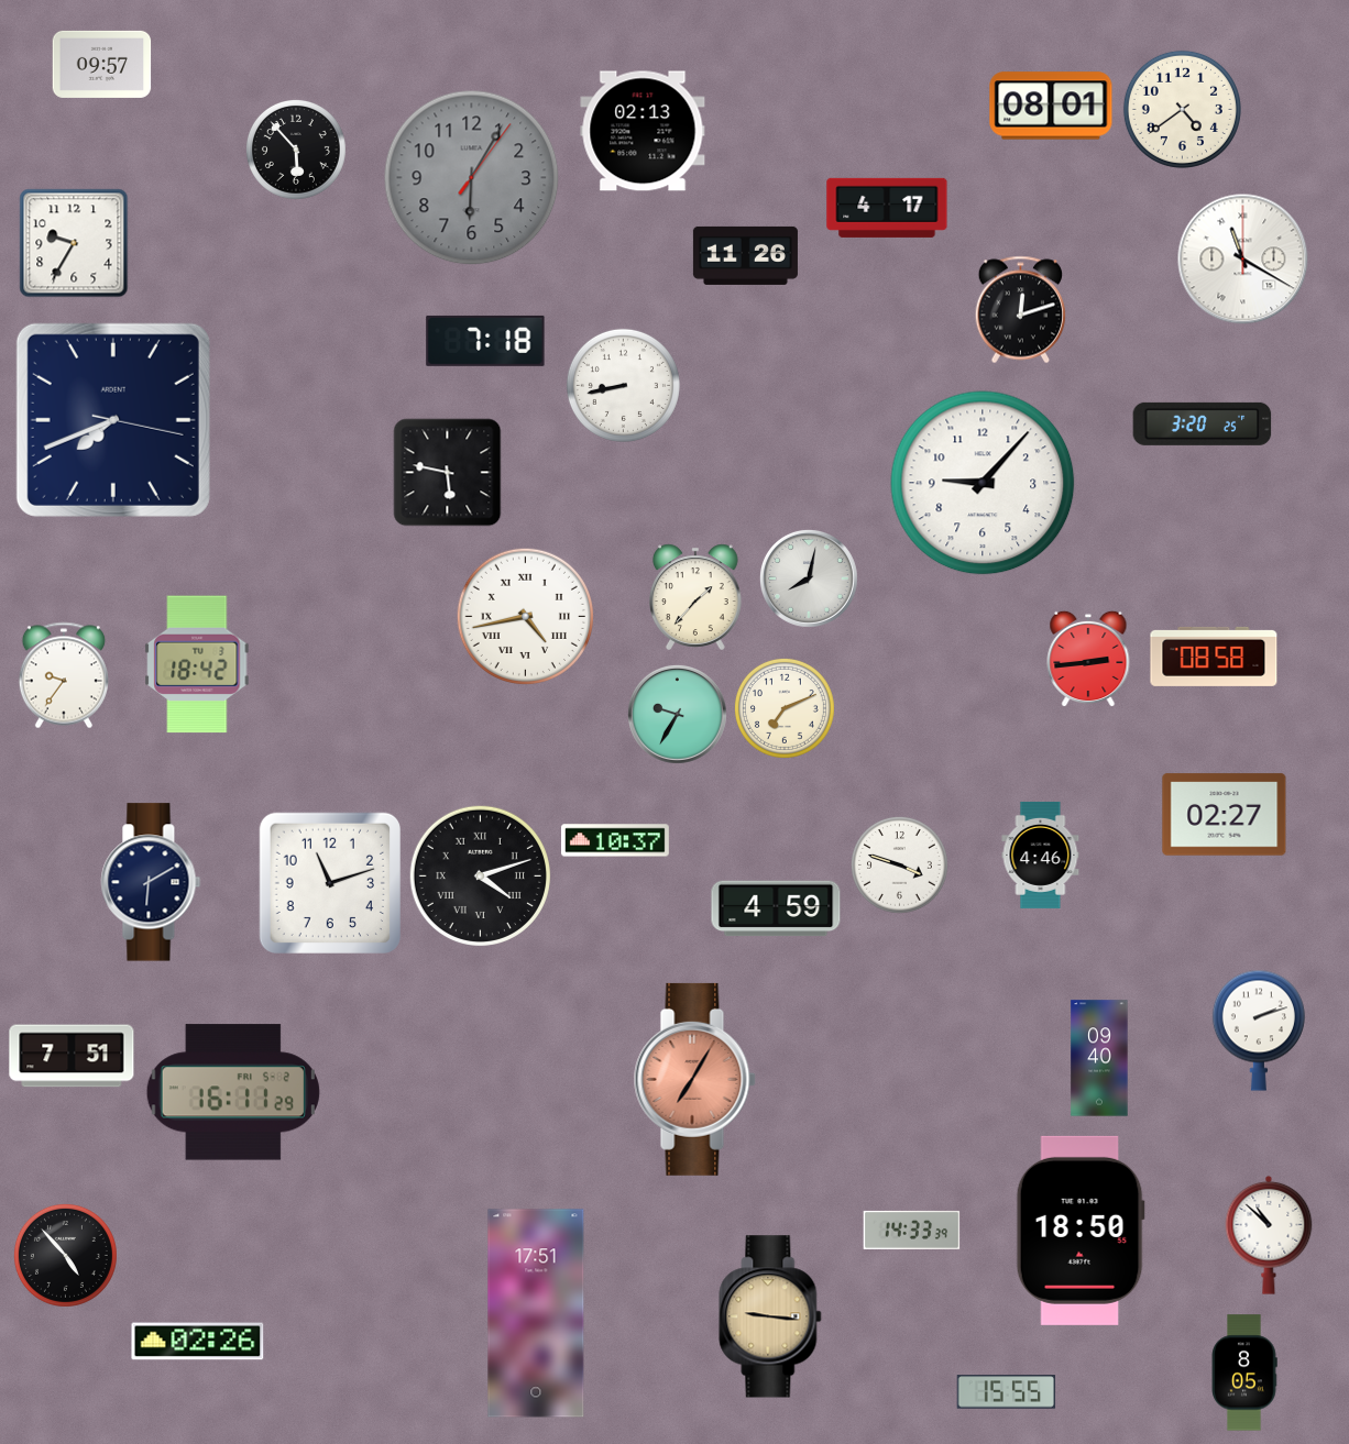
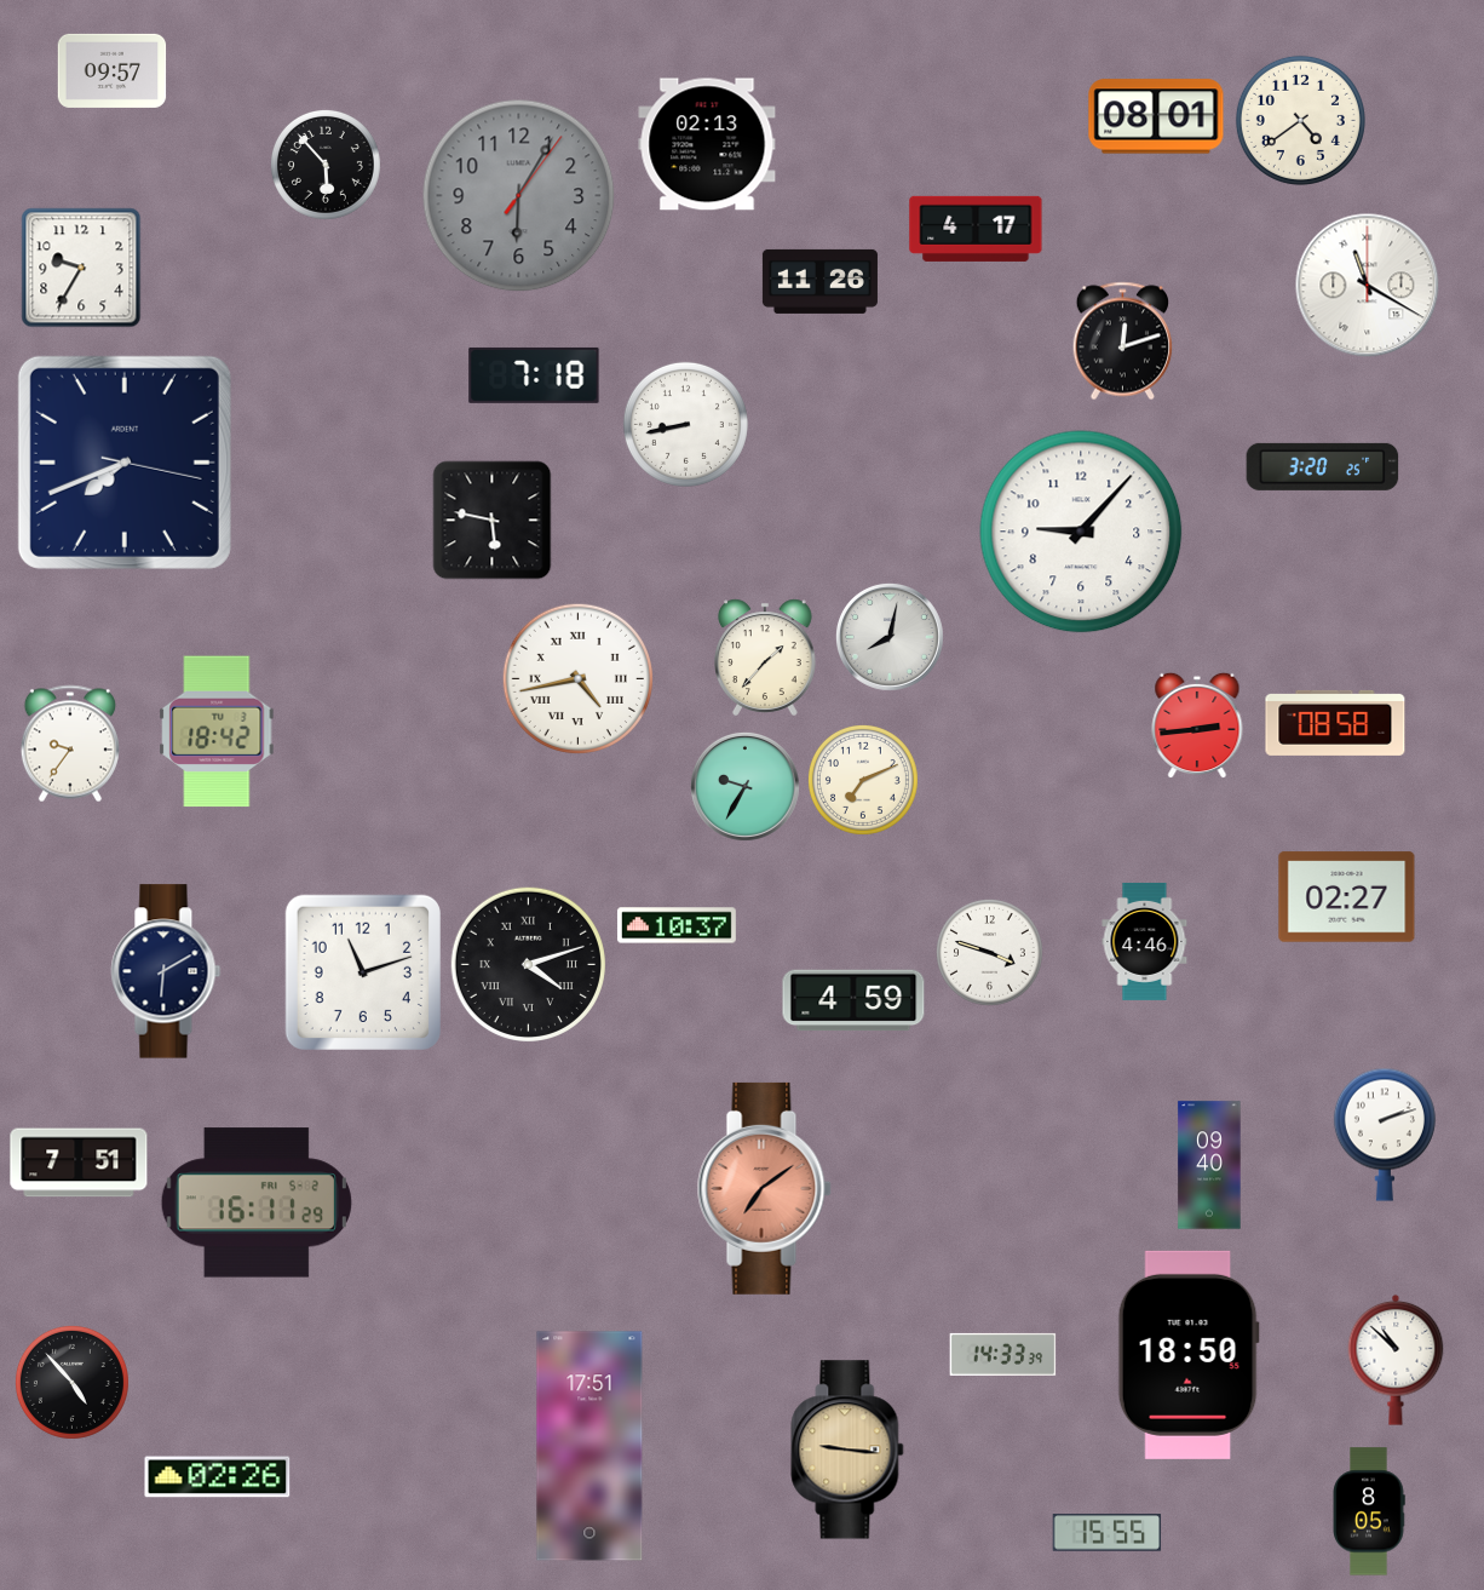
clock at (694, 1079): 7:05 -> 7:09
